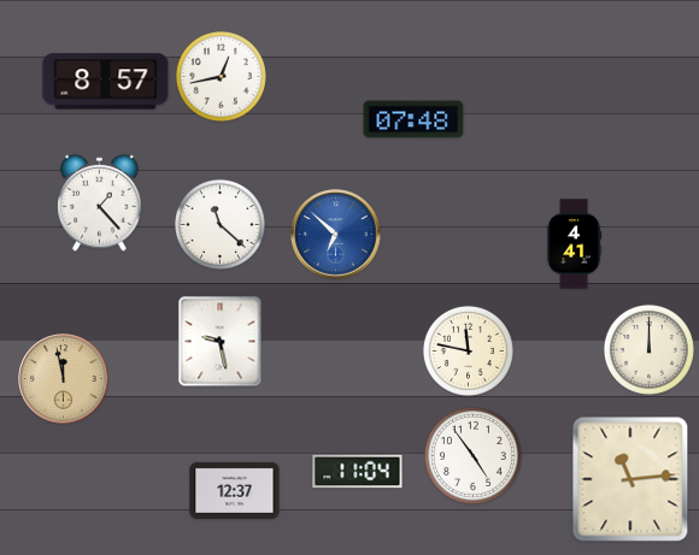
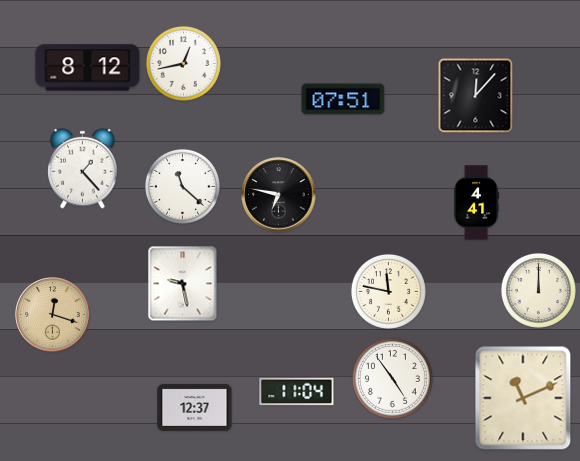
clock at (106, 82): 8:57 -> 8:12
clock at (476, 96): none -> 12:07
clock at (413, 119): 07:48 -> 07:51
clock at (336, 235): 6:52 -> 6:47
clock at (336, 235) dial: blue -> black
clock at (64, 379): 11:58 -> 12:18
clock at (630, 479): 11:14 -> 11:11
